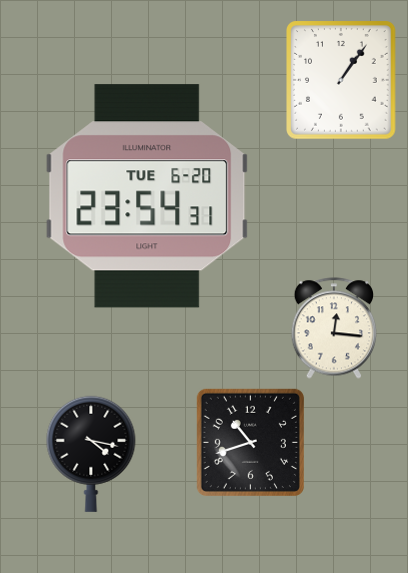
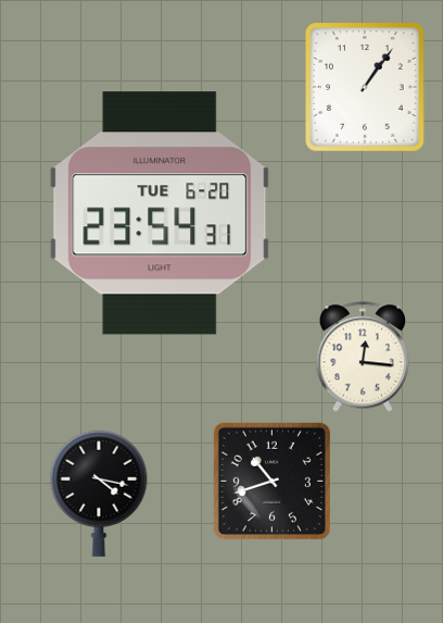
clock at (342, 81) position: (342, 81) -> (366, 88)
